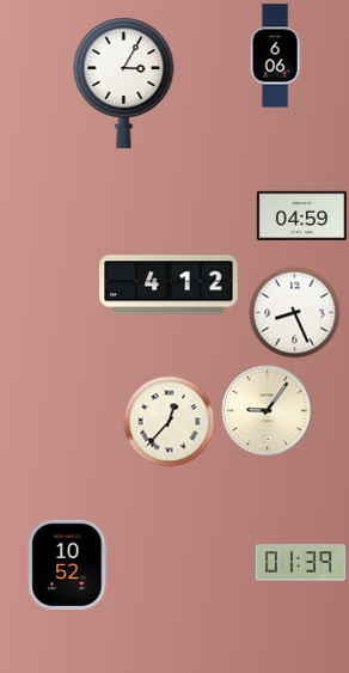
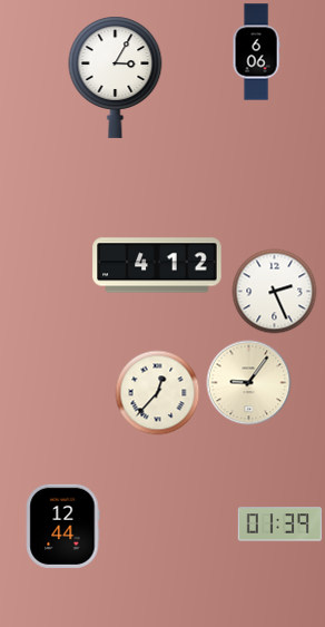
clock at (301, 215): 04:59 -> none
clock at (295, 313): 8:26 -> 2:26
clock at (68, 564): 10:52 -> 12:44
